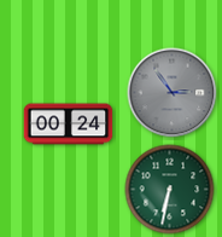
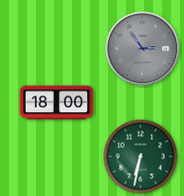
clock at (173, 93) position: (173, 93) -> (143, 49)
clock at (69, 125): 00:24 -> 18:00
